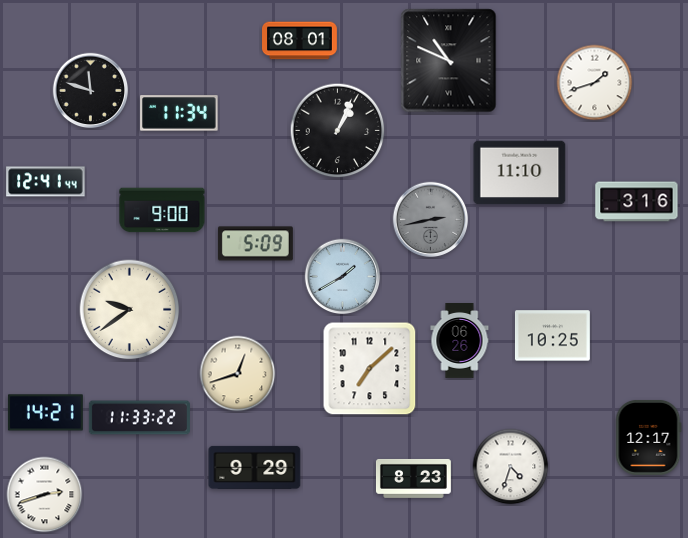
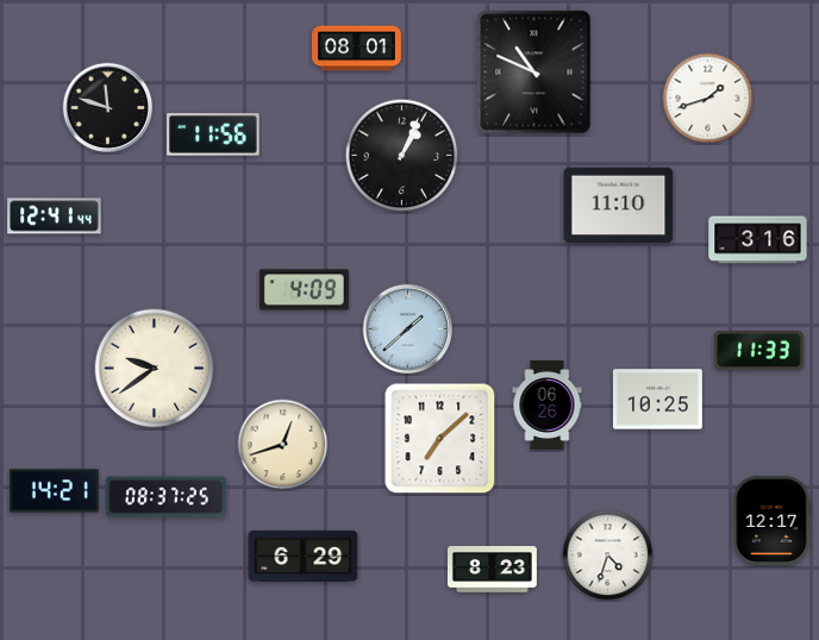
clock at (179, 113): 11:34 -> 11:56
clock at (162, 210): 9:00 -> none
clock at (431, 220): 2:43 -> none
clock at (255, 244): 5:09 -> 4:09
clock at (343, 277): 1:40 -> 1:38
clock at (758, 350): none -> 11:33
clock at (139, 418): 11:33 -> 08:37
clock at (255, 467): 9:29 -> 6:29
clock at (45, 495): 2:42 -> none
